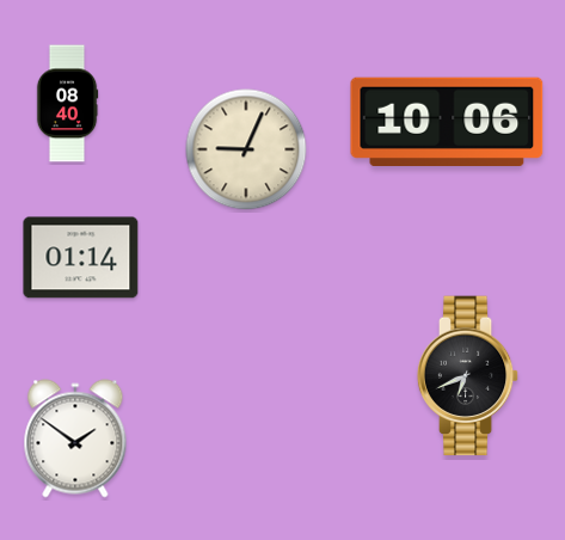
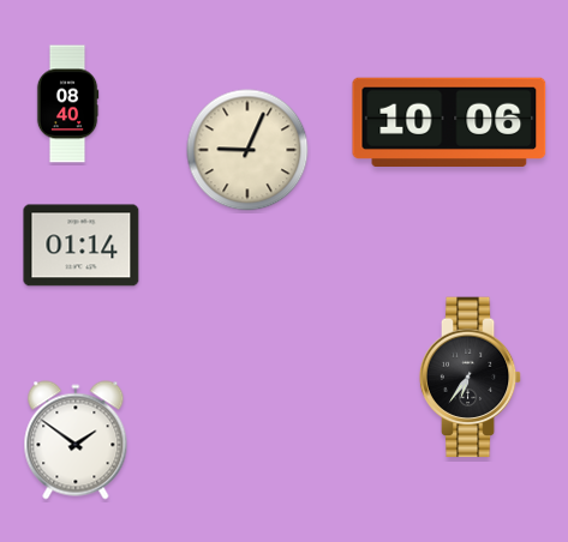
clock at (81, 258) position: (81, 258) -> (82, 246)
clock at (468, 376): 6:41 -> 6:36
